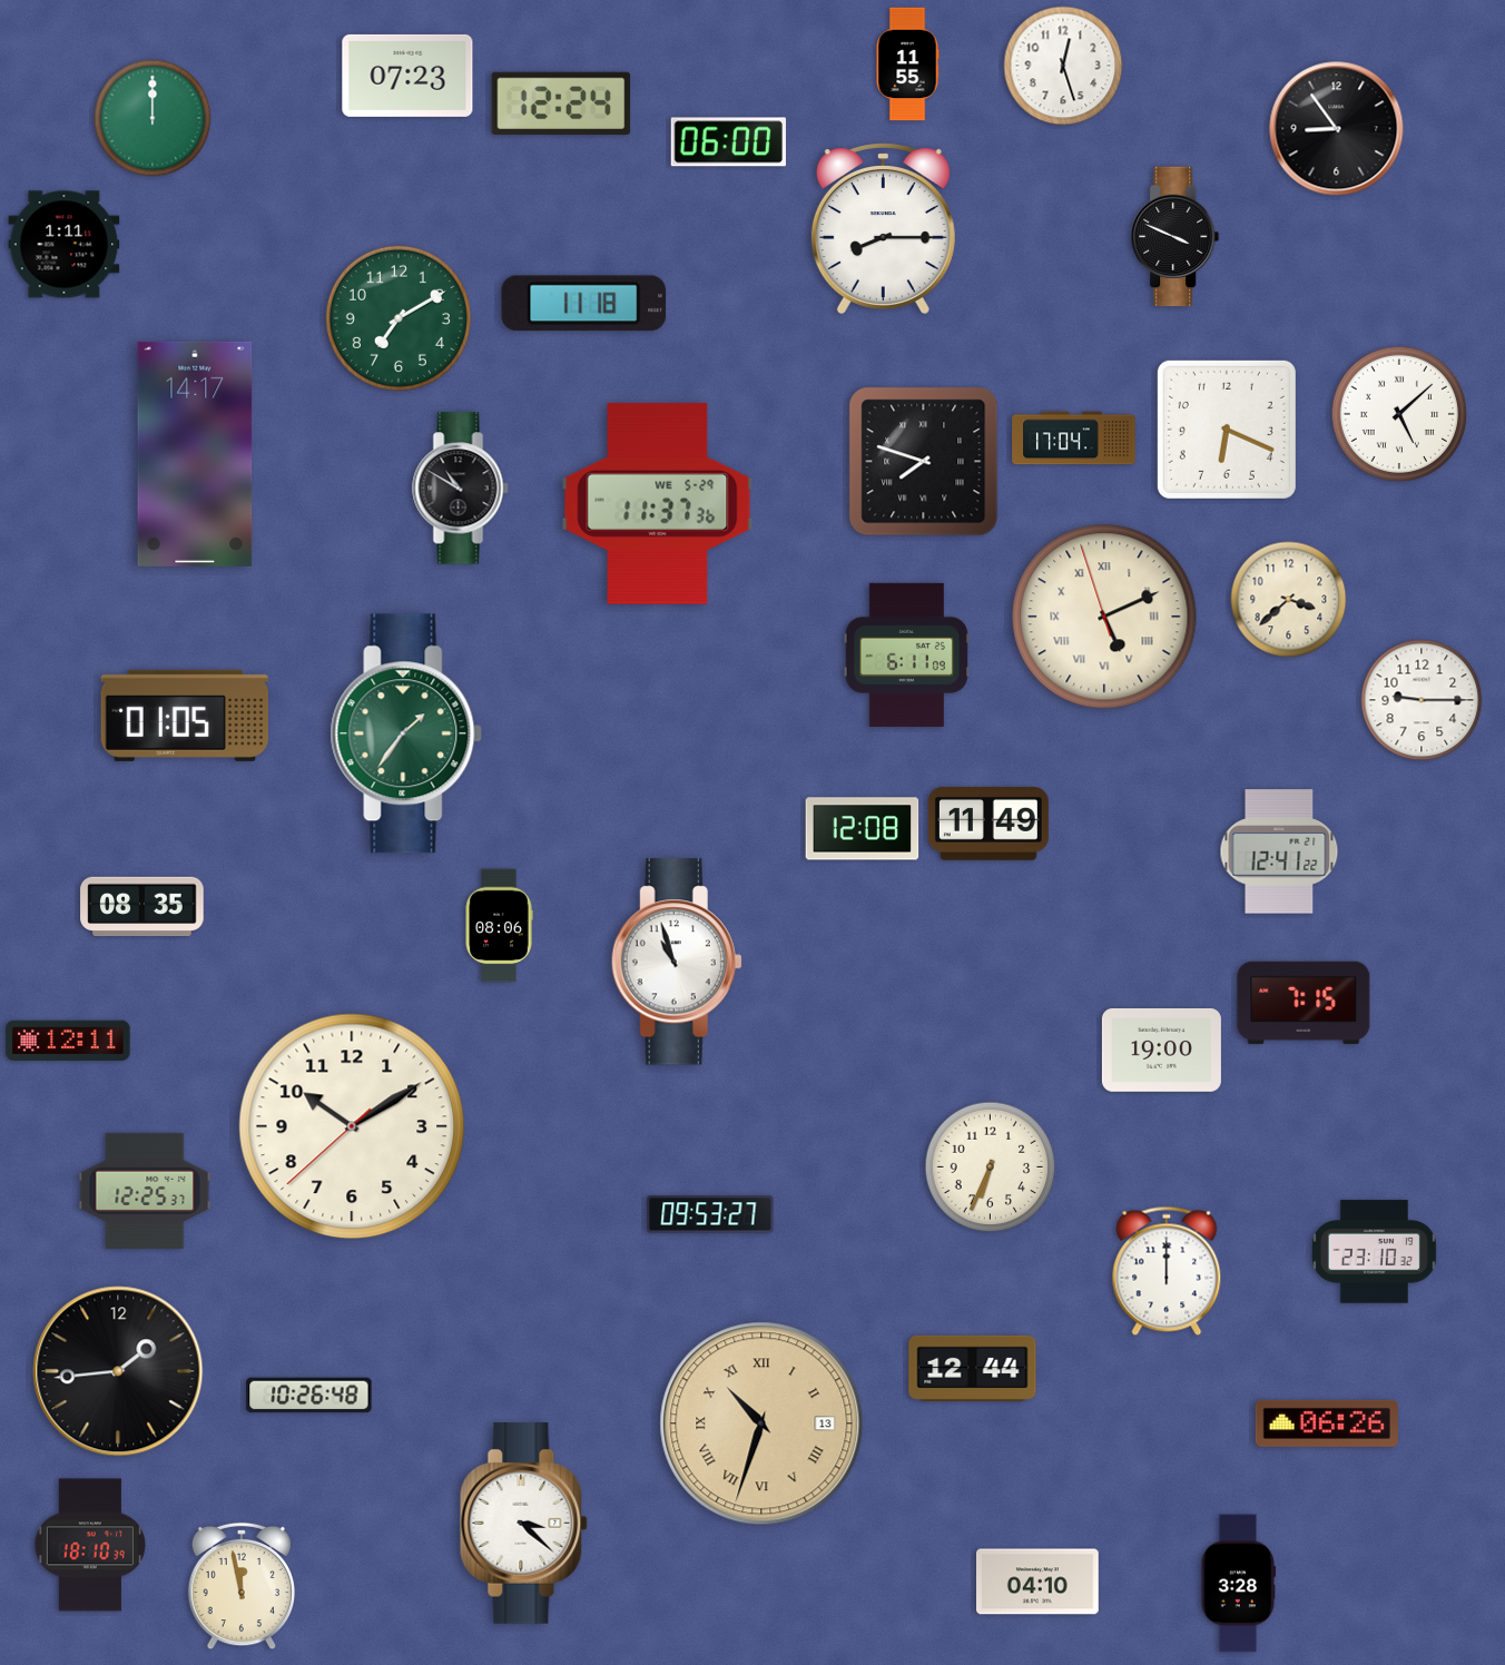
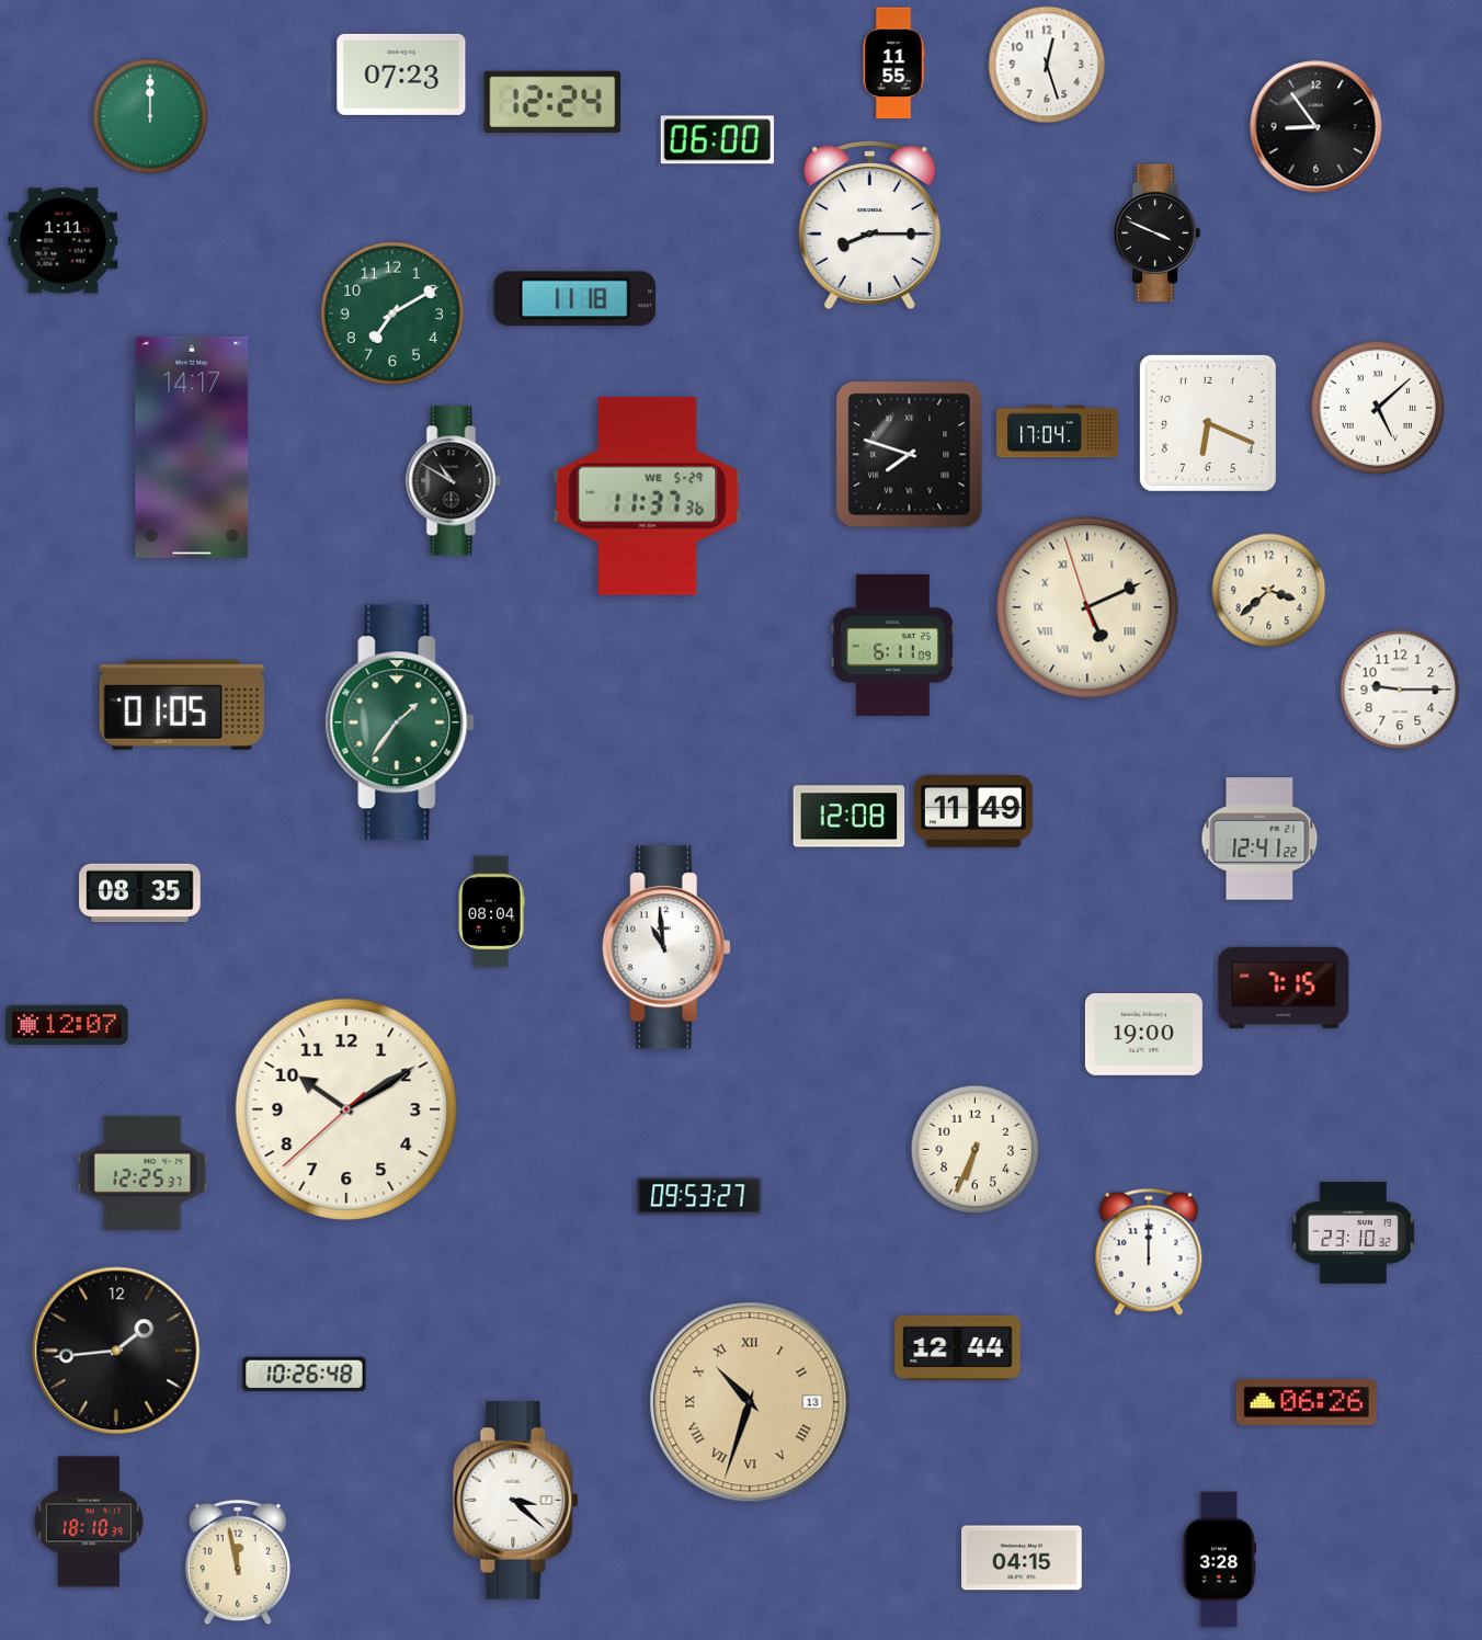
clock at (499, 926): 08:06 -> 08:04
clock at (677, 962): 10:57 -> 10:59
clock at (68, 1040): 12:11 -> 12:07
clock at (1039, 1582): 04:10 -> 04:15
